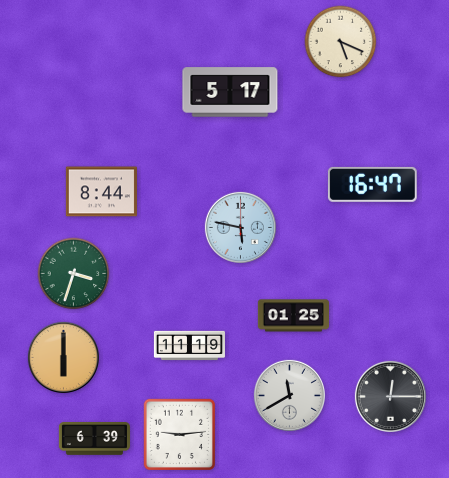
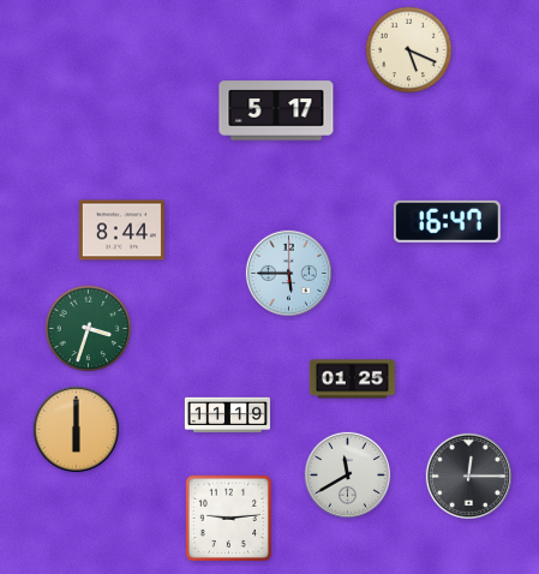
clock at (240, 227): 5:47 -> 5:45
clock at (179, 434) position: (179, 434) -> (228, 518)
clock at (94, 439): 6:39 -> none
